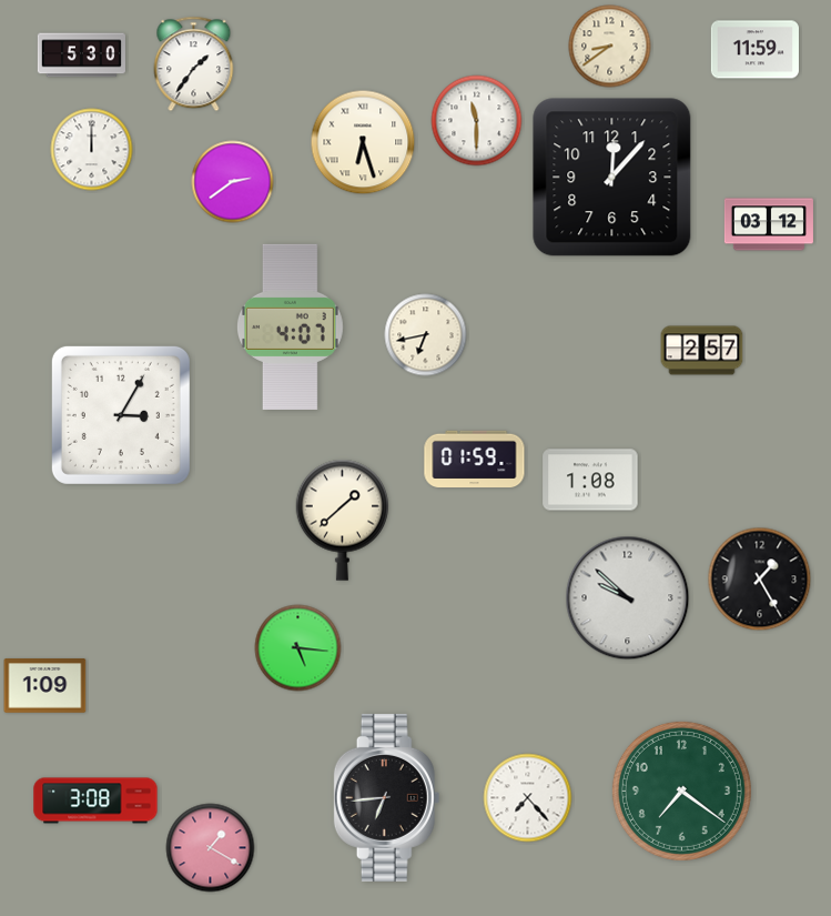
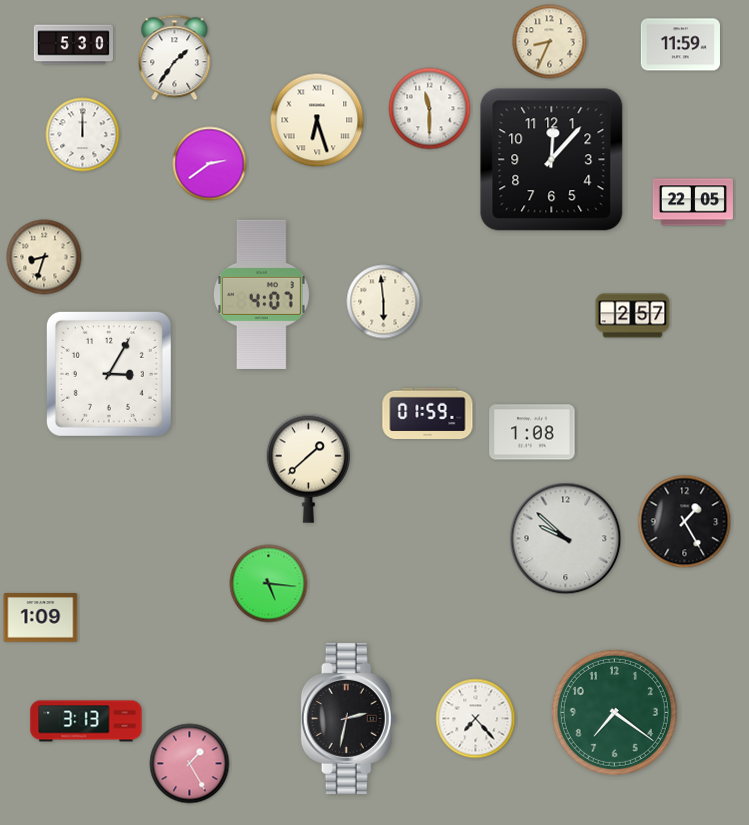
clock at (610, 47): 8:39 -> 8:34
clock at (81, 56) position: (81, 56) -> (73, 45)
clock at (363, 142) position: (363, 142) -> (317, 120)
clock at (769, 224): 03:12 -> 22:05
clock at (44, 257): none -> 8:33
clock at (426, 335): 6:43 -> 5:59
clock at (387, 797): 6:44 -> 2:32
clock at (95, 801): 3:08 -> 3:13
clock at (211, 848): 1:20 -> 1:25
